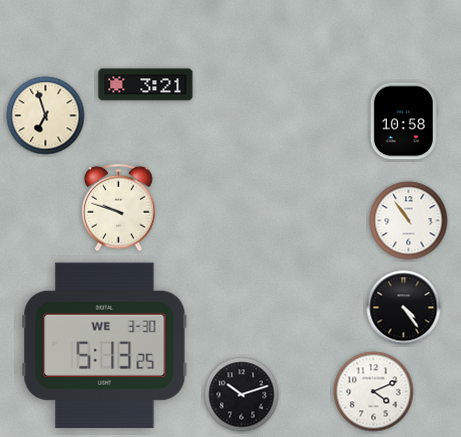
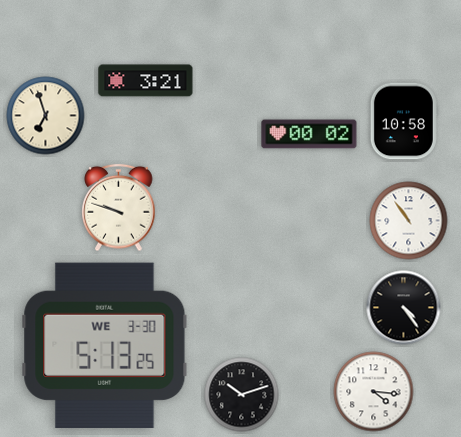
clock at (146, 85) position: (146, 85) -> (146, 81)
clock at (309, 134): none -> 00:02
clock at (374, 392): 4:11 -> 4:16
